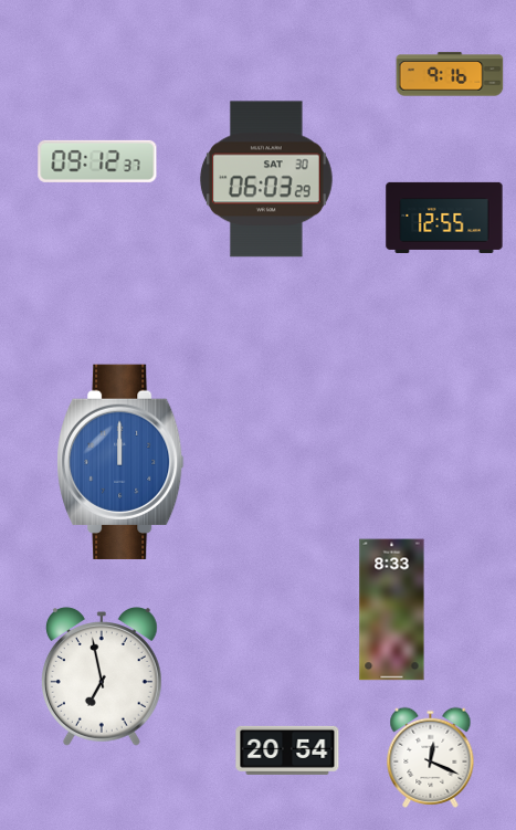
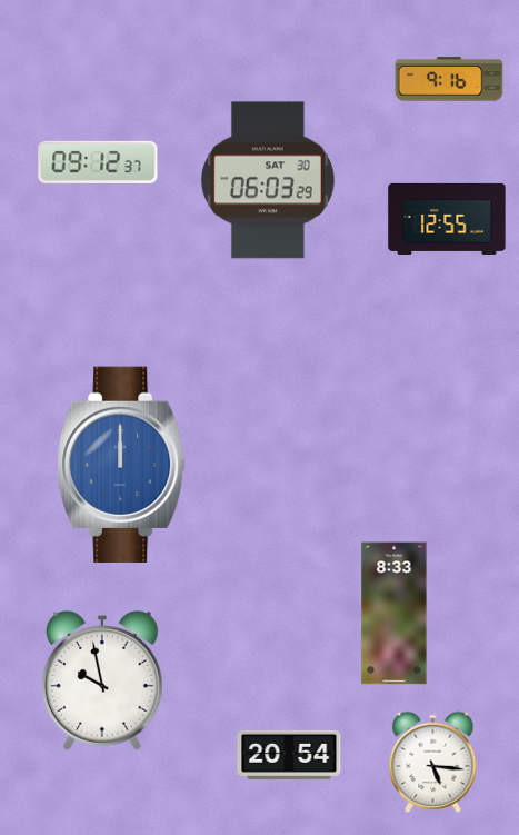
clock at (450, 74) position: (450, 74) -> (449, 79)
clock at (102, 676): 6:58 -> 9:58
clock at (431, 757): 12:19 -> 5:16
